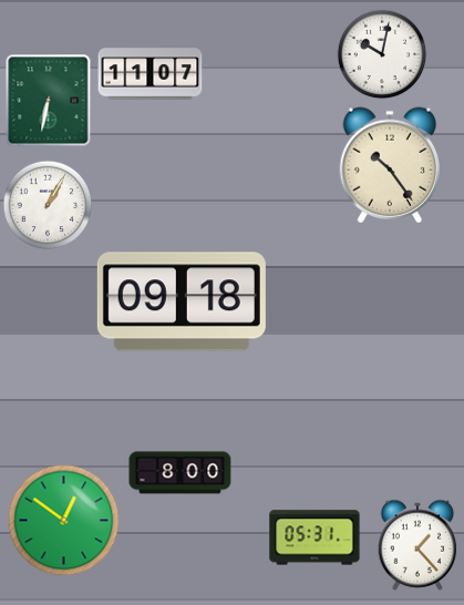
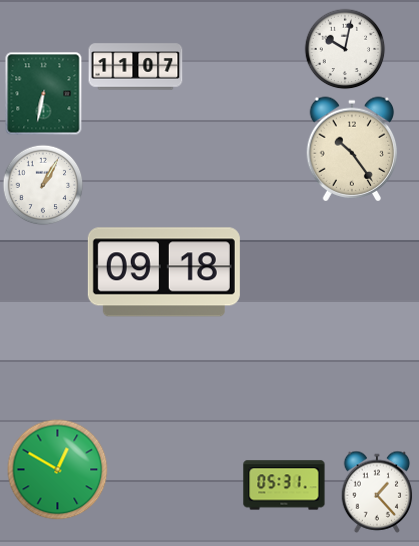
clock at (49, 100) position: (49, 100) -> (44, 93)
clock at (181, 473): 8:00 -> none
clock at (64, 521): 12:51 -> 12:50
